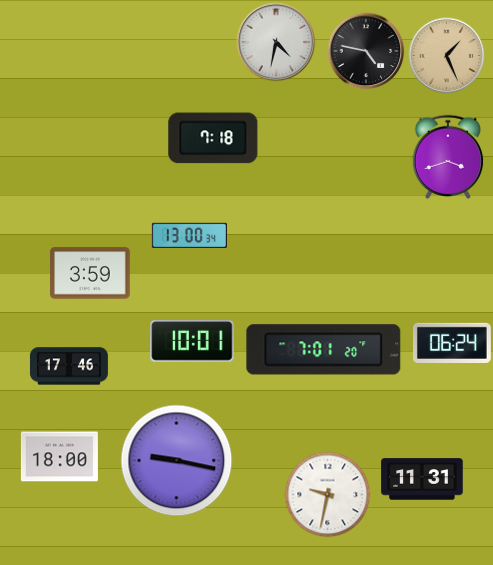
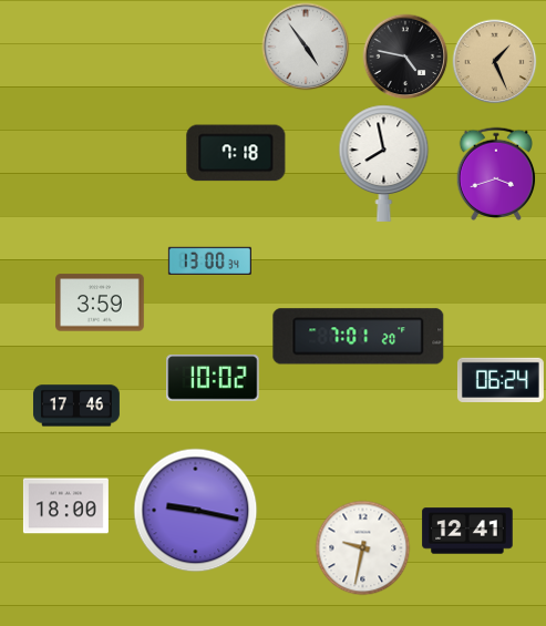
clock at (276, 42): 4:32 -> 4:54
clock at (384, 163): none -> 7:58
clock at (192, 342): 10:01 -> 10:02
clock at (324, 350) position: (324, 350) -> (359, 337)
clock at (422, 479): 11:31 -> 12:41
